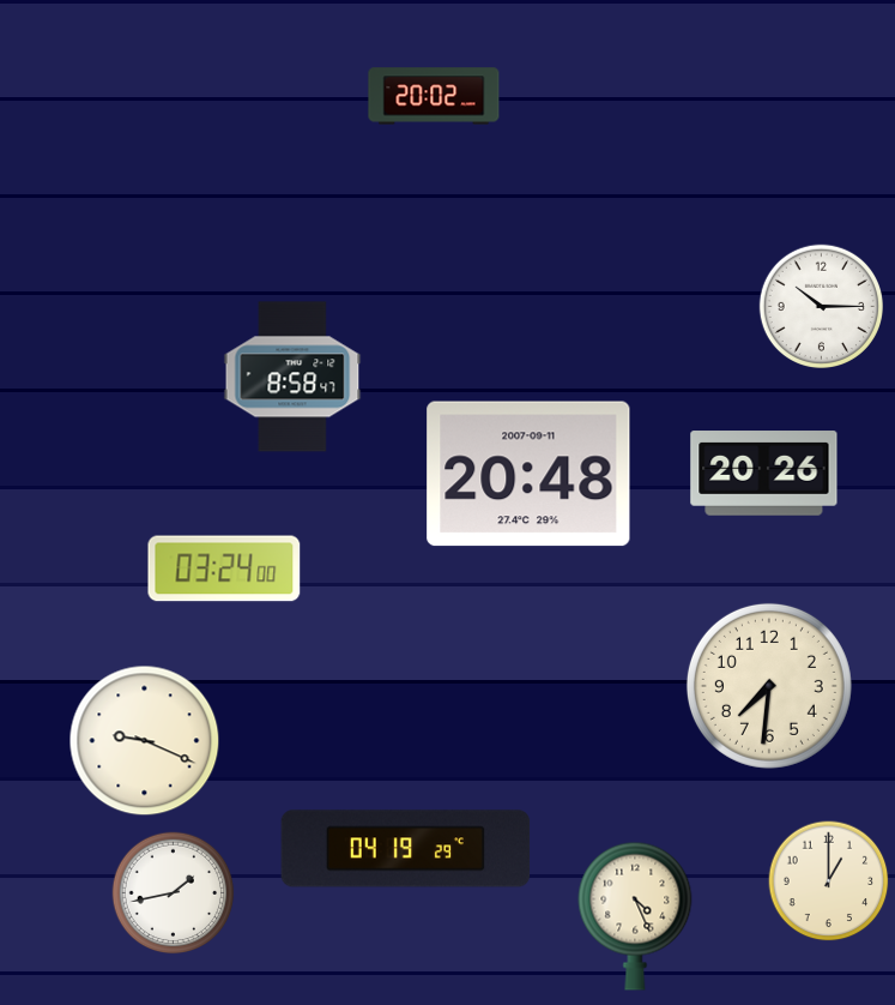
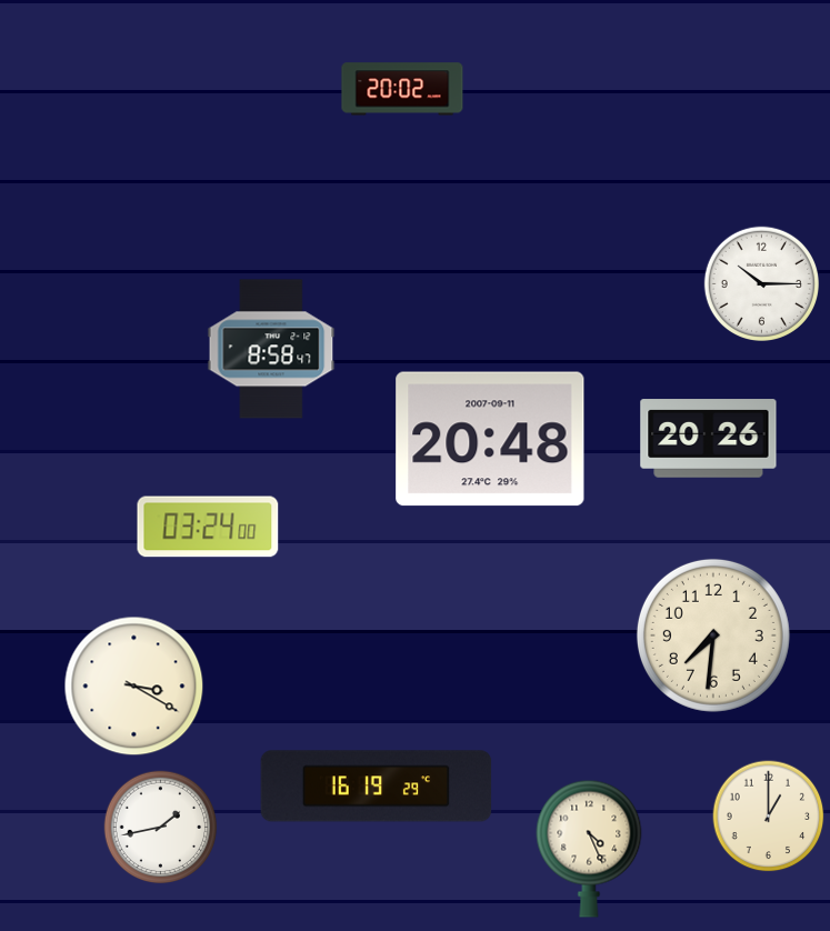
clock at (145, 741): 9:19 -> 3:20
clock at (406, 849): 04:19 -> 16:19
